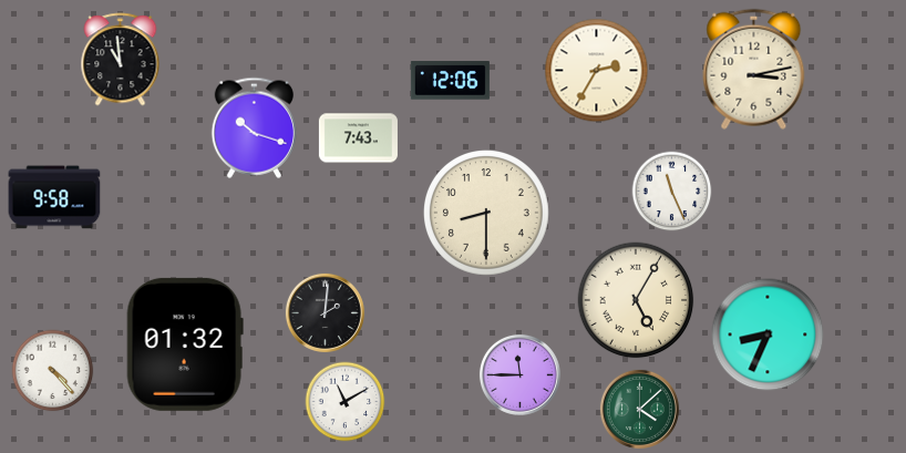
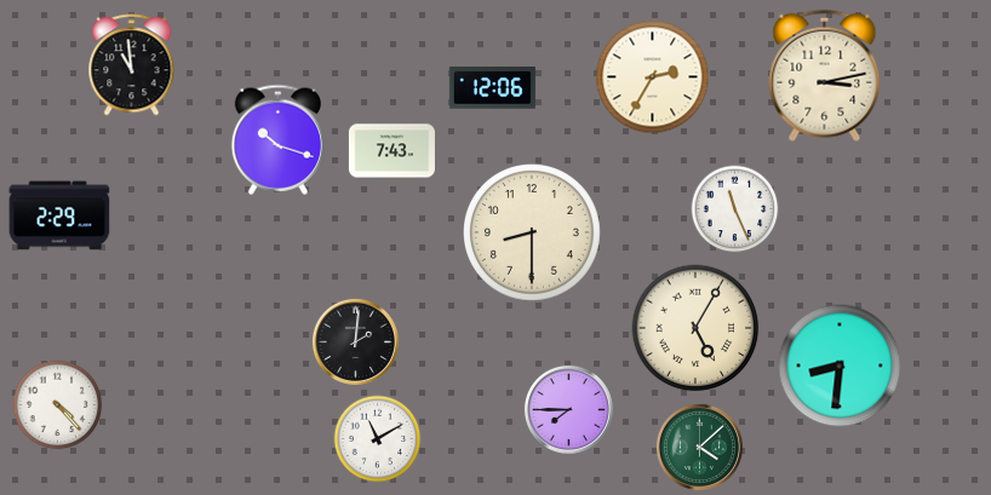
clock at (54, 197): 9:58 -> 2:29
clock at (768, 334): 8:34 -> 8:31
clock at (185, 344): 01:32 -> none
clock at (519, 374): 11:45 -> 7:45
